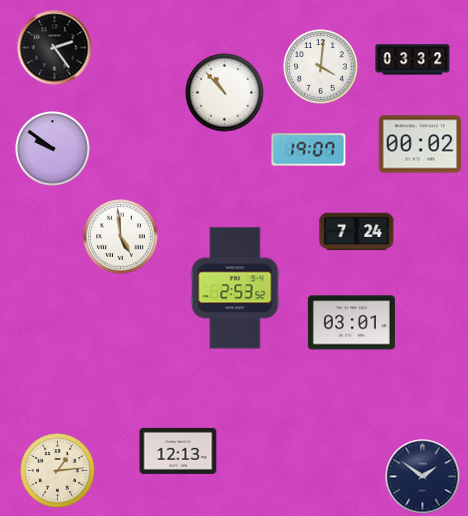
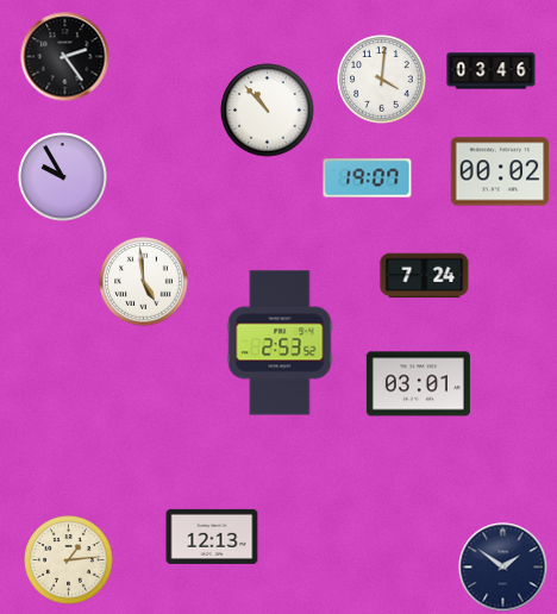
clock at (413, 60): 03:32 -> 03:46
clock at (53, 149): 9:51 -> 9:55
